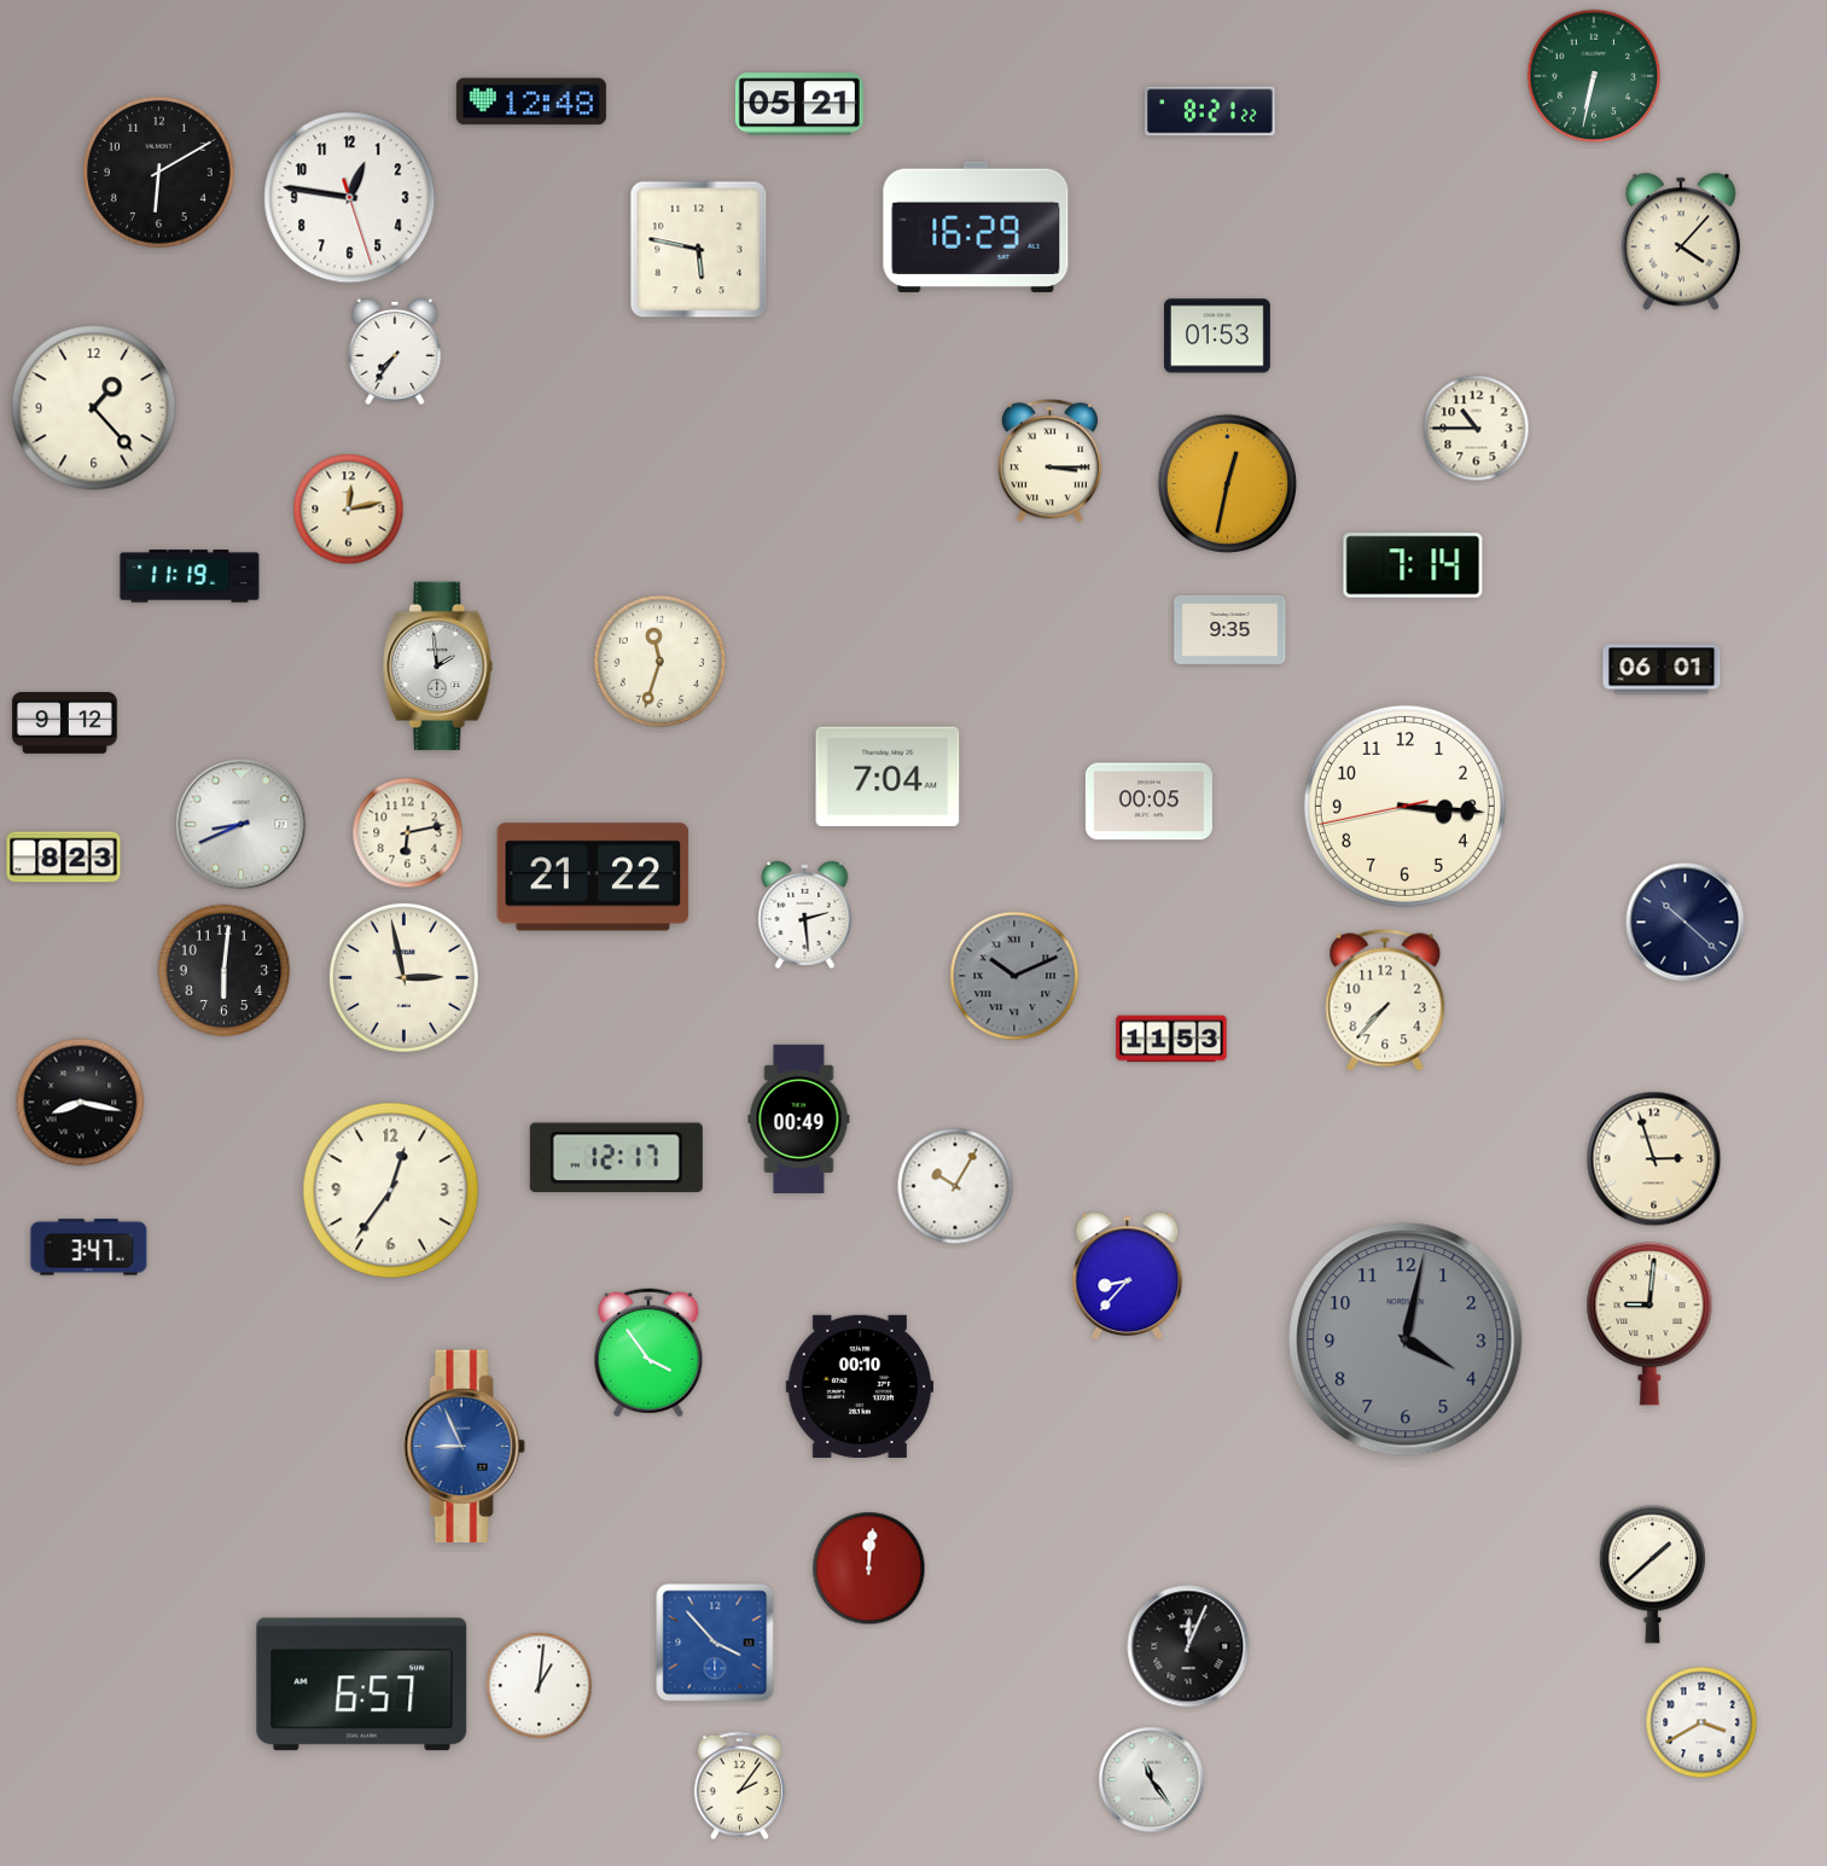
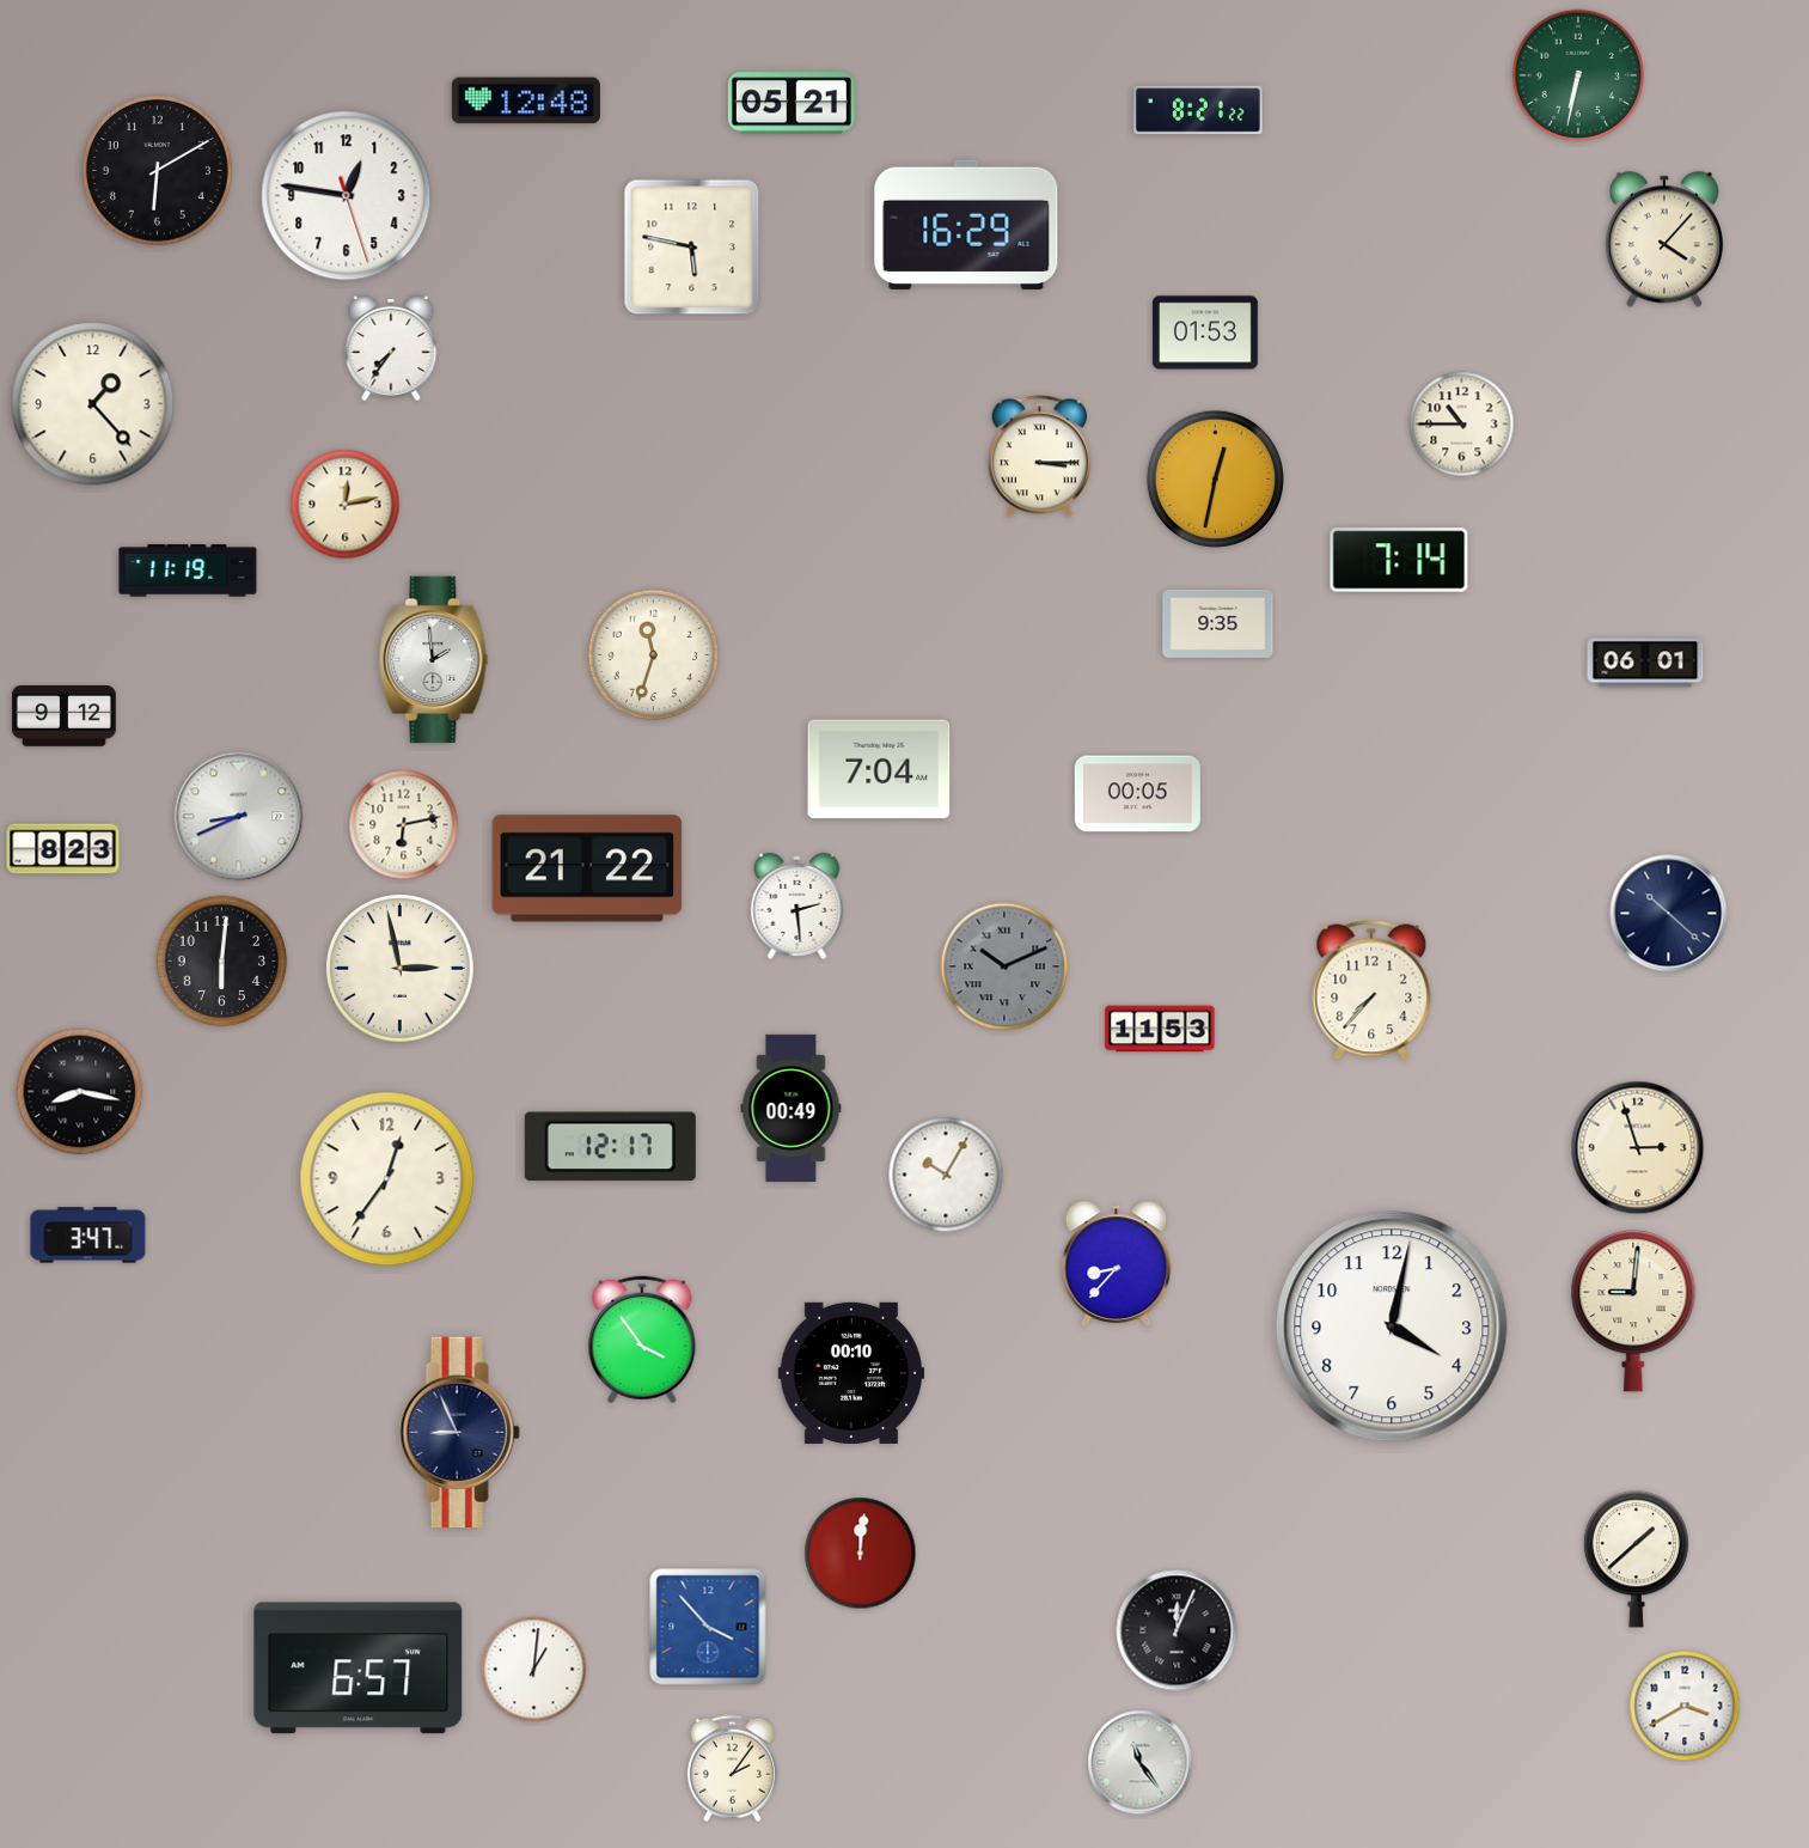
clock at (1404, 806): 3:15 -> none
clock at (1406, 1339) dial: grey -> white
clock at (464, 1447) dial: blue -> navy
